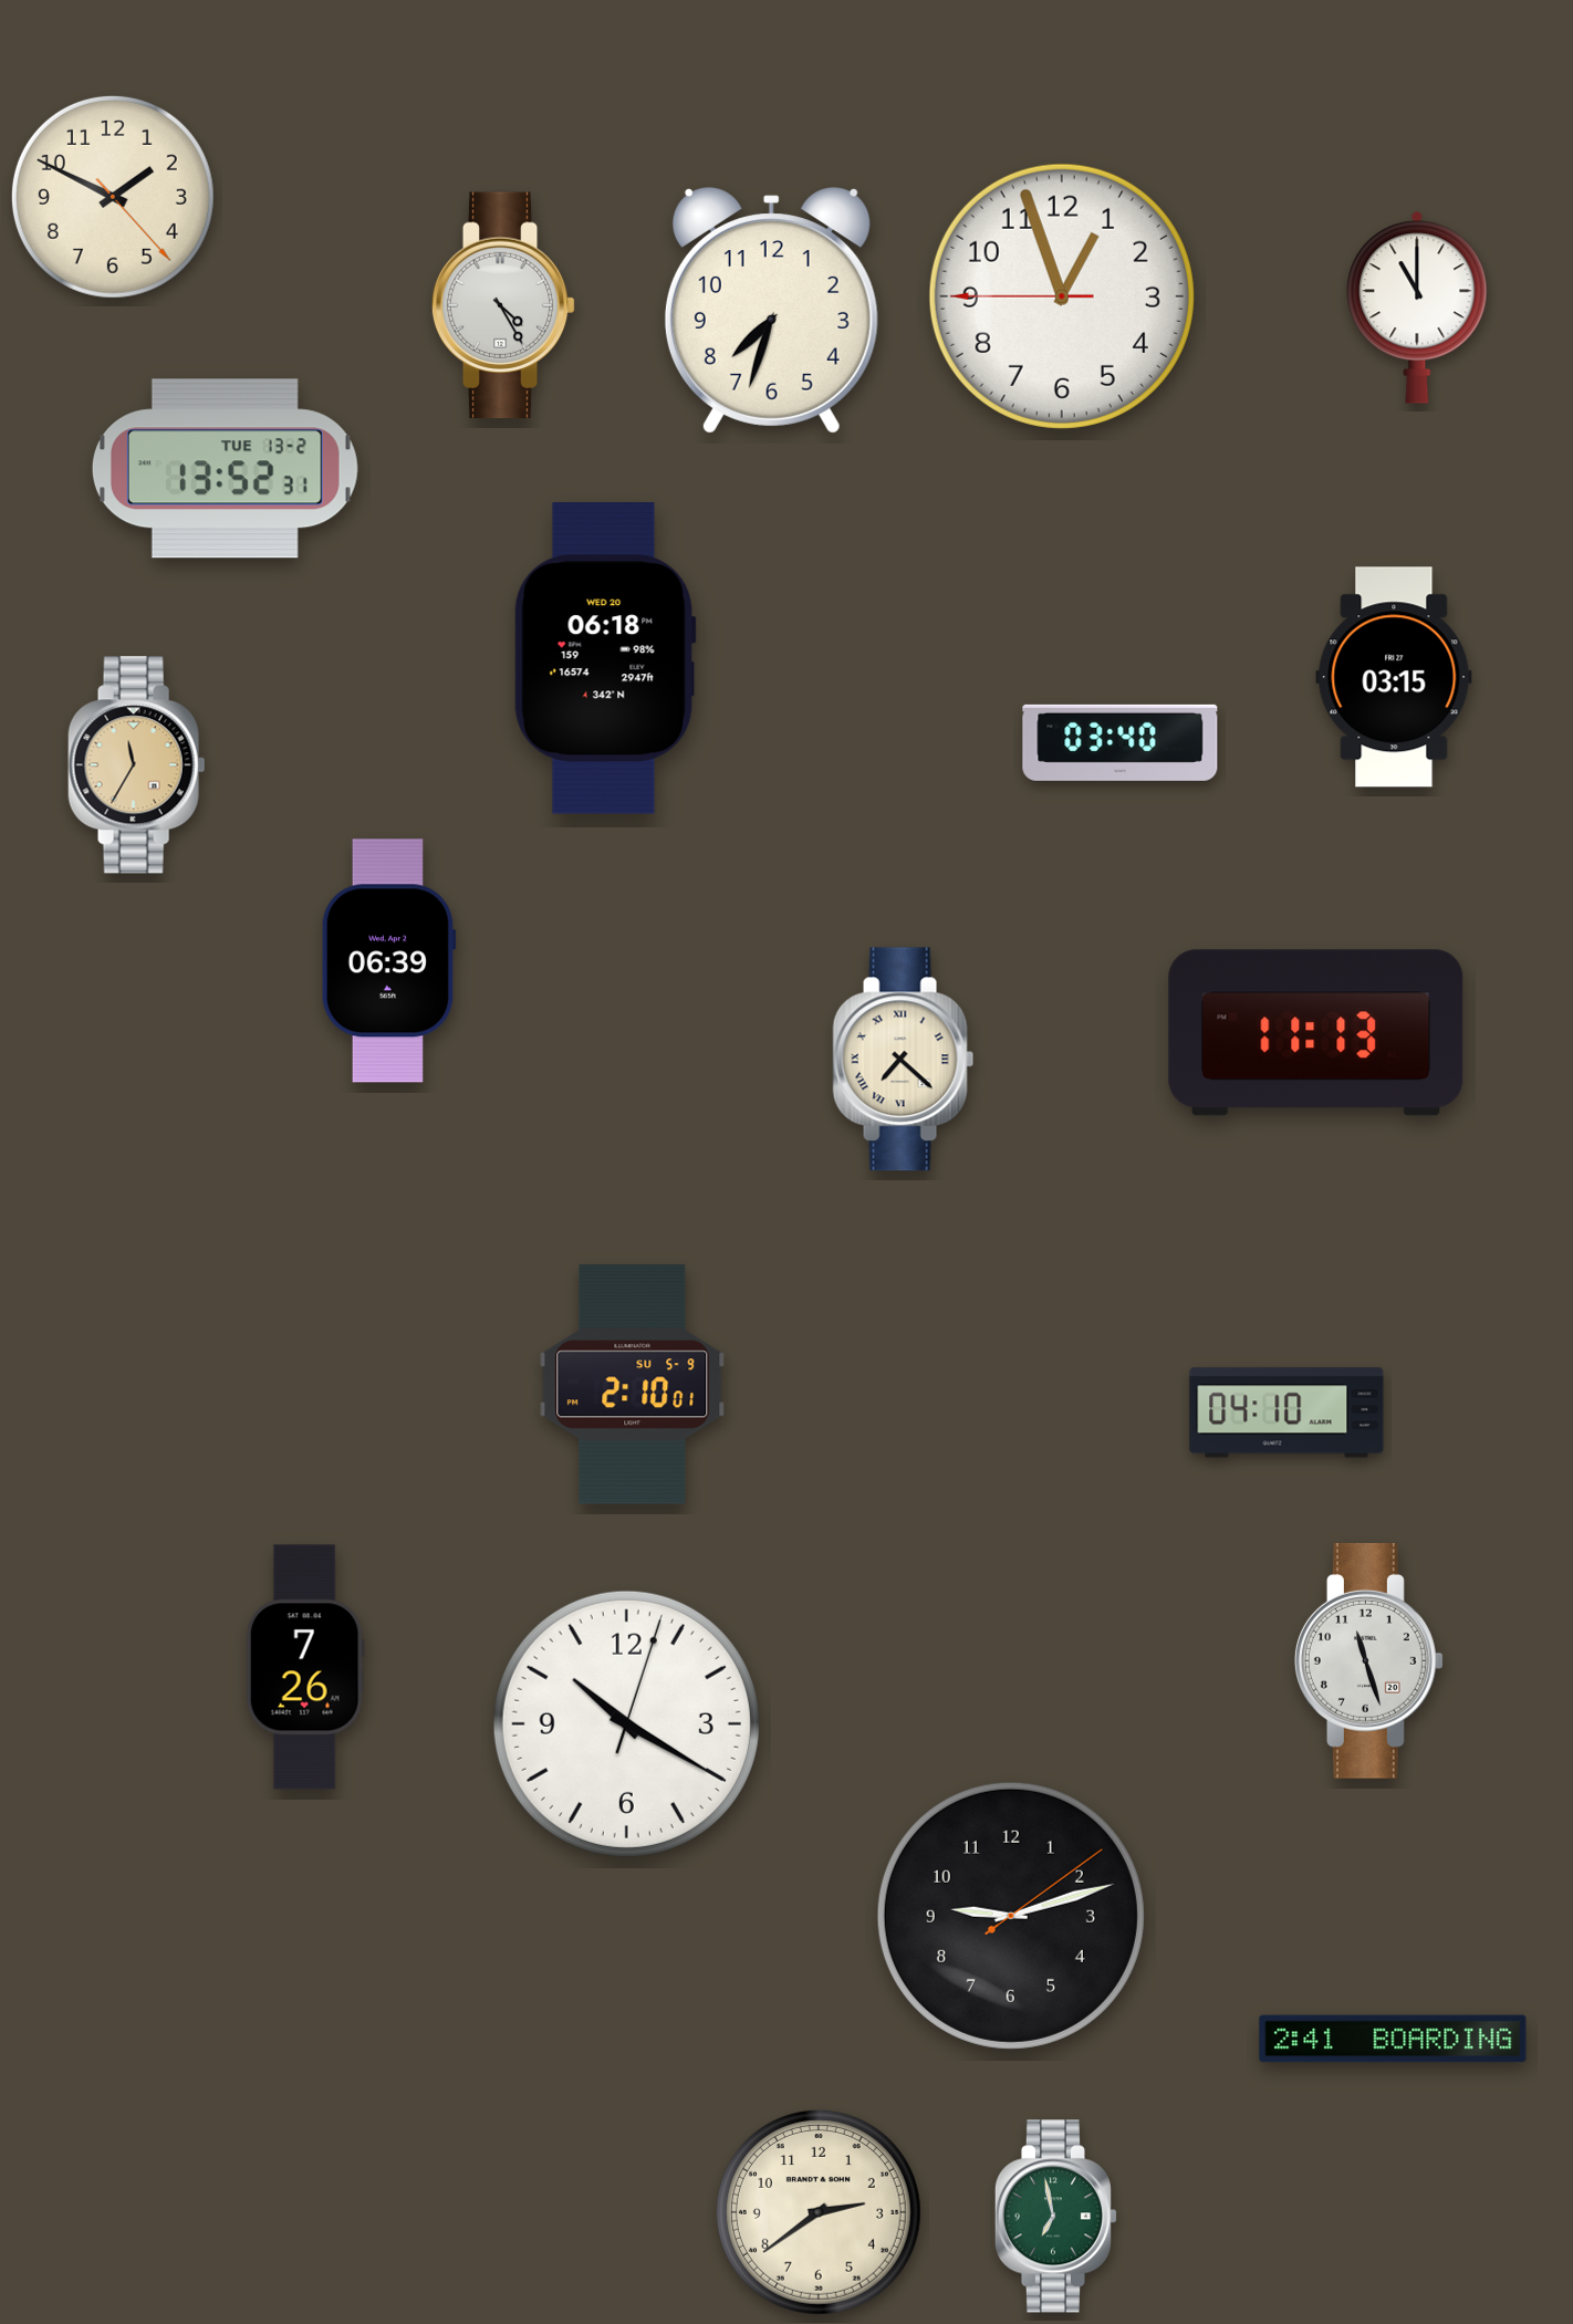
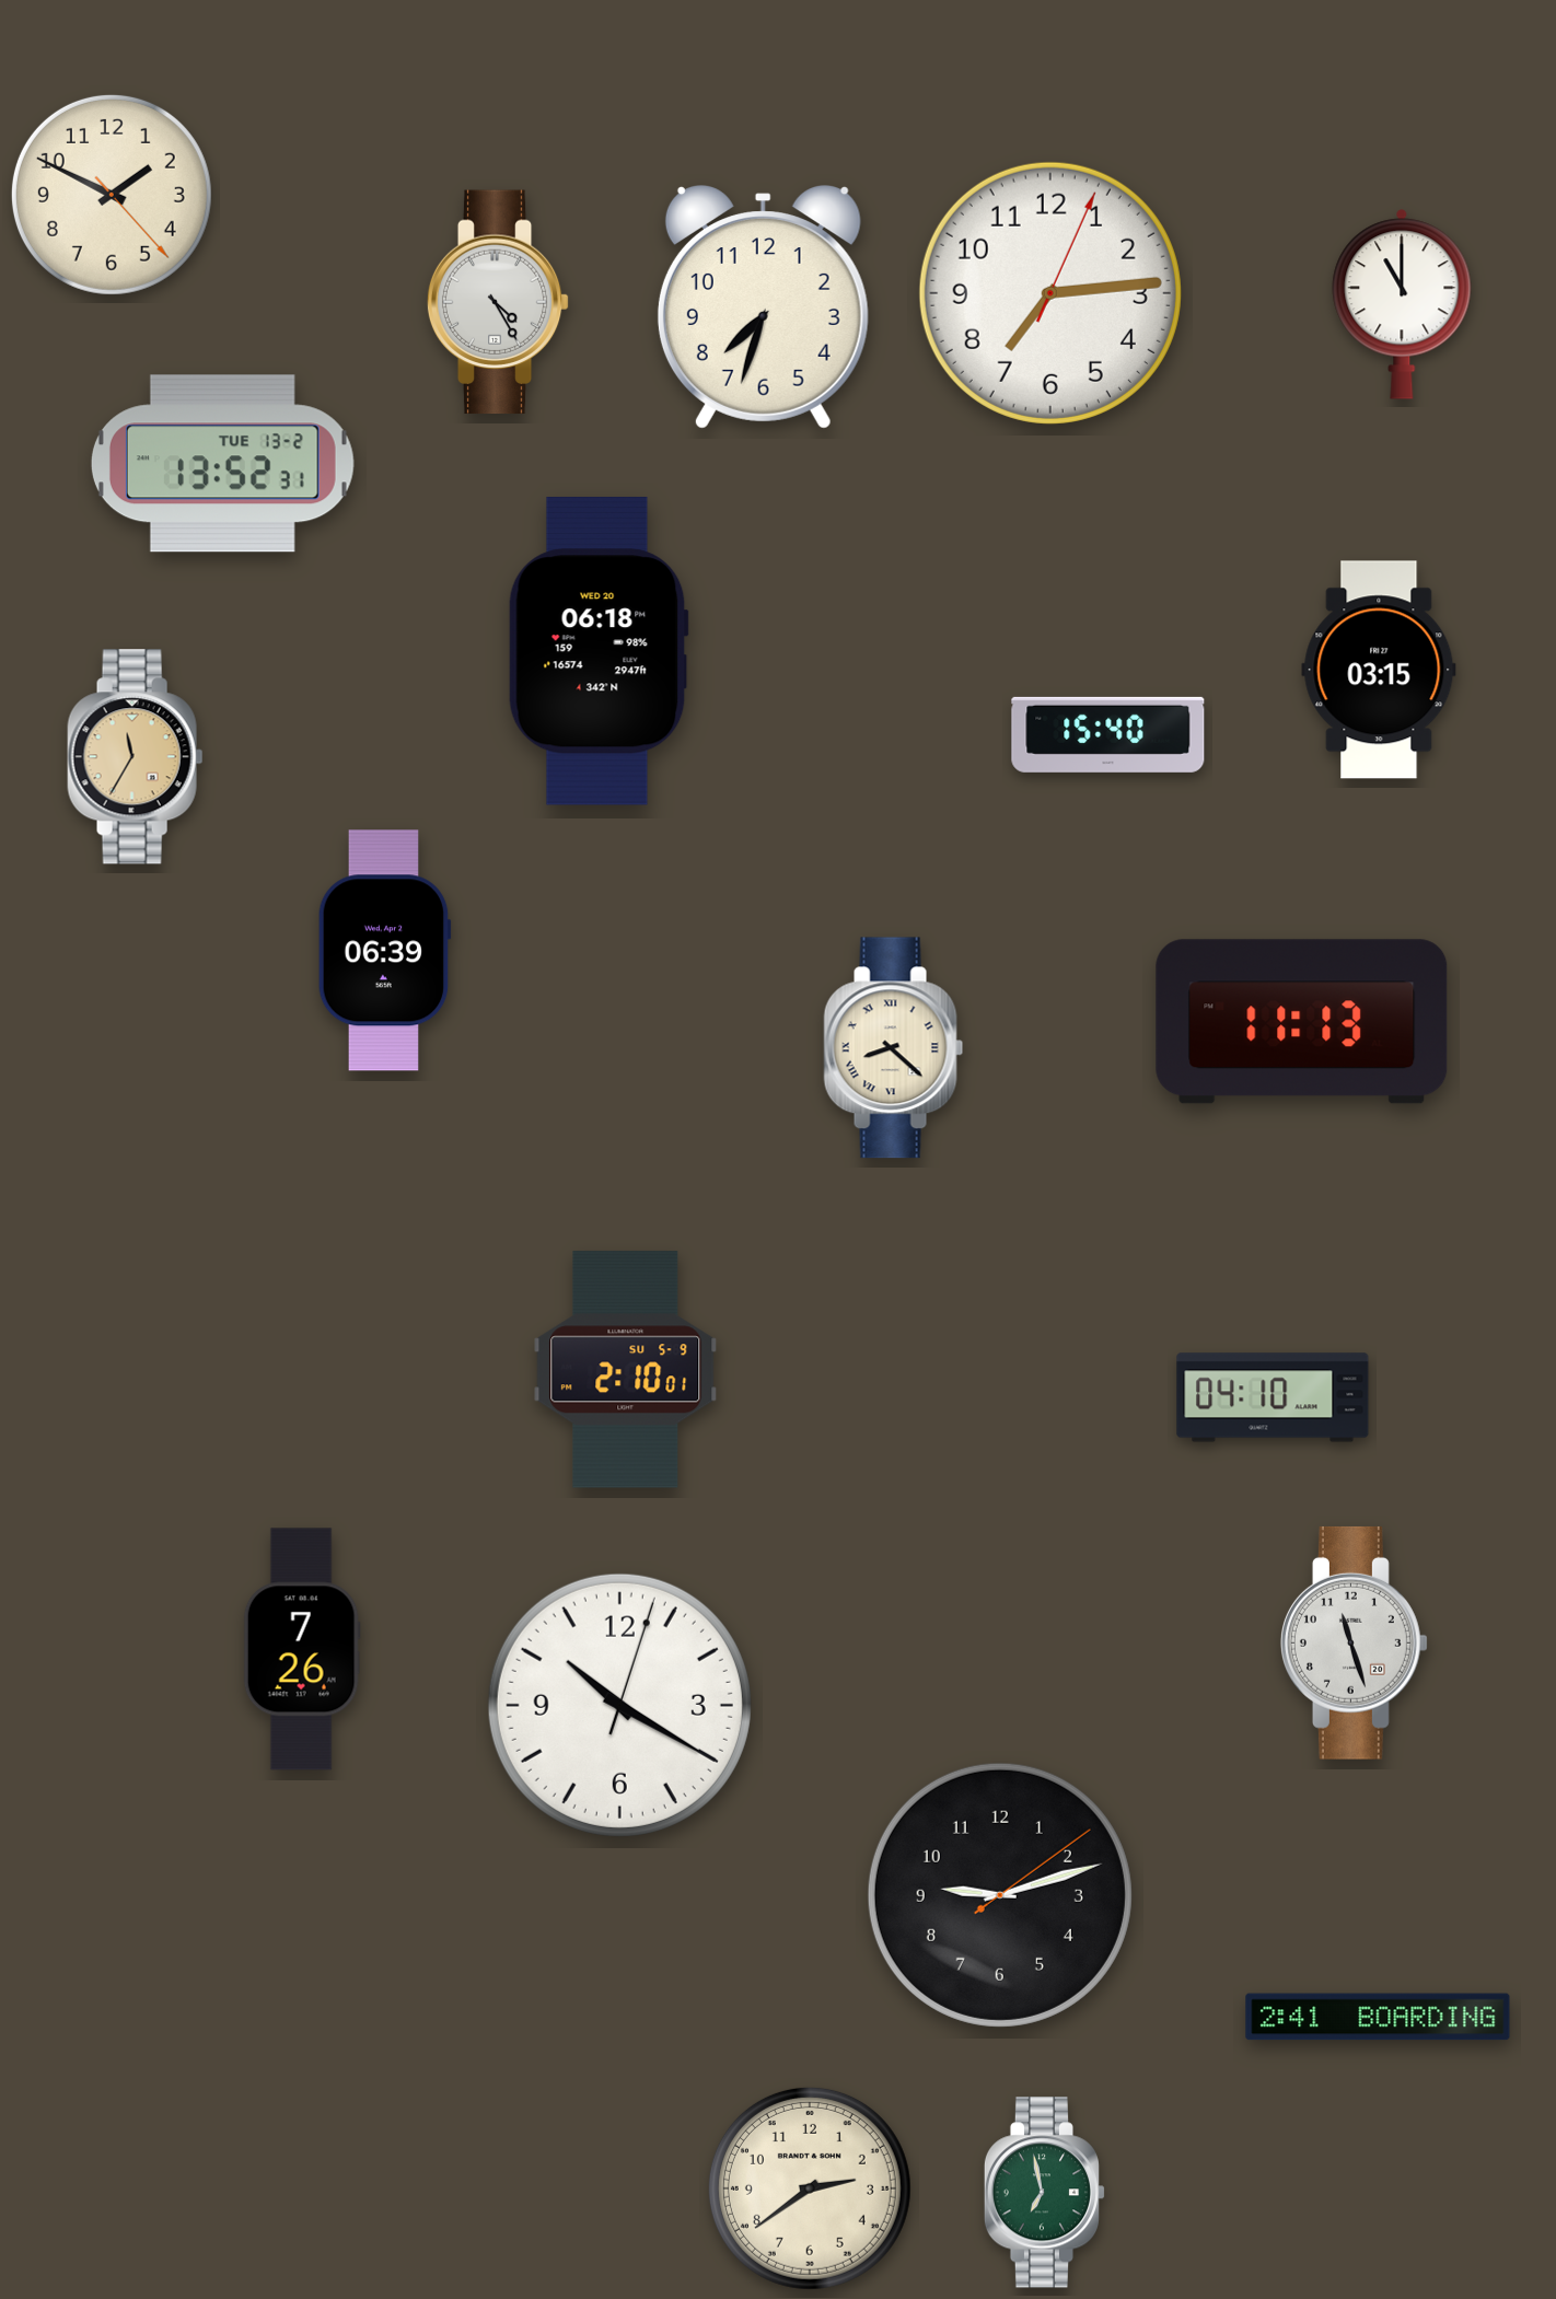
clock at (1062, 296): 12:56 -> 7:14
clock at (1121, 742): 03:40 -> 15:40
clock at (904, 1060): 7:22 -> 8:22
